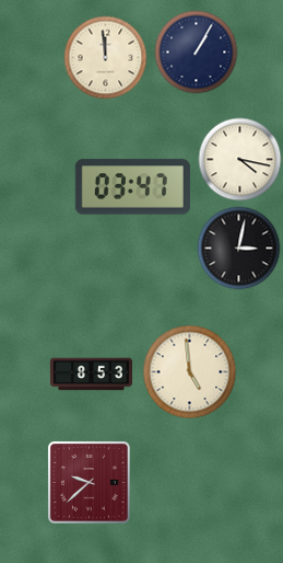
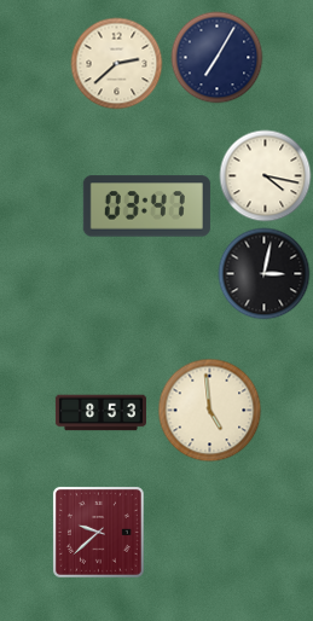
clock at (197, 53): 1:05 -> 7:05
clock at (106, 58): 11:59 -> 2:38
